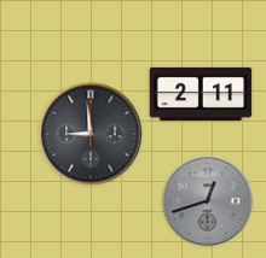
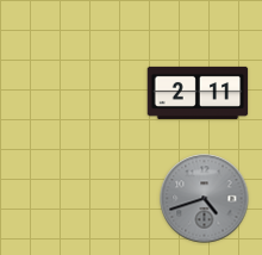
clock at (91, 134): 8:59 -> none
clock at (208, 201): 12:42 -> 4:42
